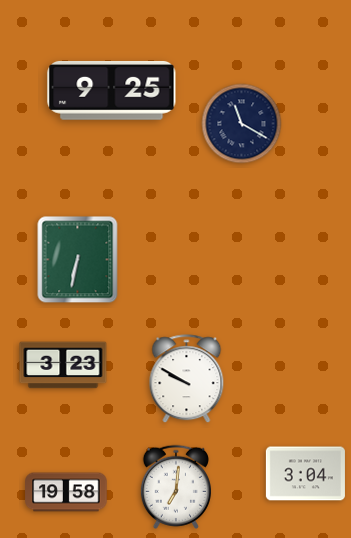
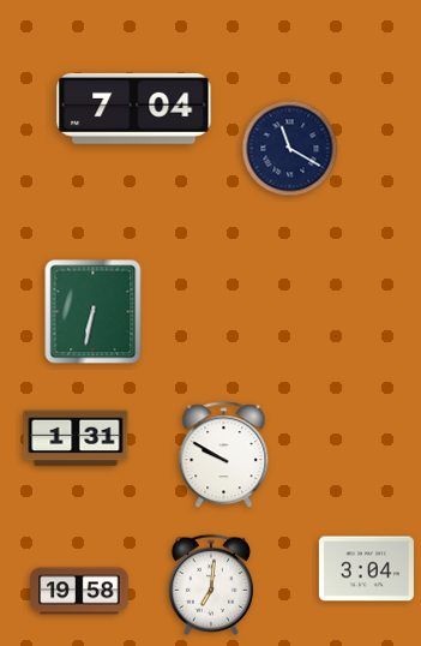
clock at (112, 91): 9:25 -> 7:04
clock at (63, 365): 3:23 -> 1:31
